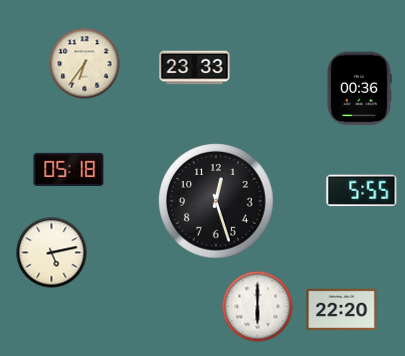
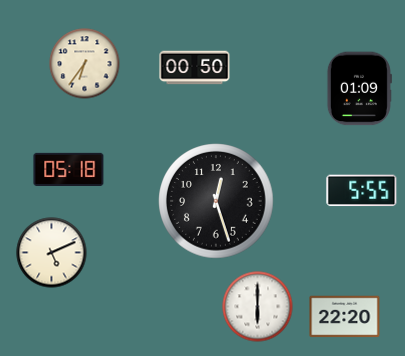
clock at (195, 68): 23:33 -> 00:50
clock at (359, 89): 00:36 -> 01:09
clock at (52, 253): 5:13 -> 5:11
clock at (342, 310) position: (342, 310) -> (345, 317)
